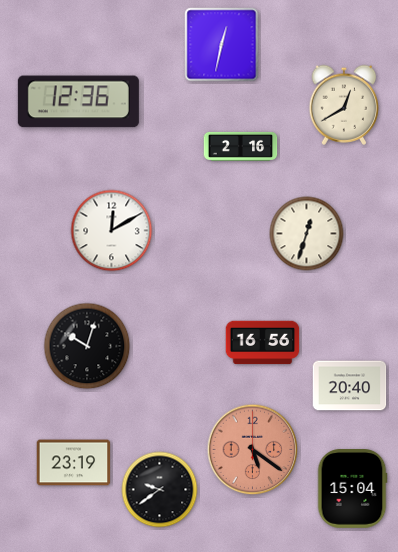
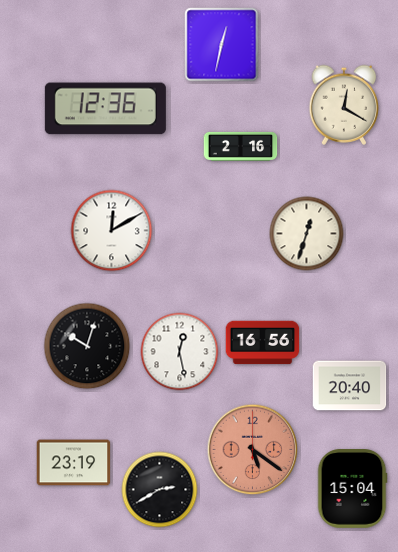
clock at (78, 102) position: (78, 102) -> (105, 109)
clock at (344, 105): 12:40 -> 12:20
clock at (180, 352): none -> 12:28
clock at (160, 490): 9:39 -> 2:40
